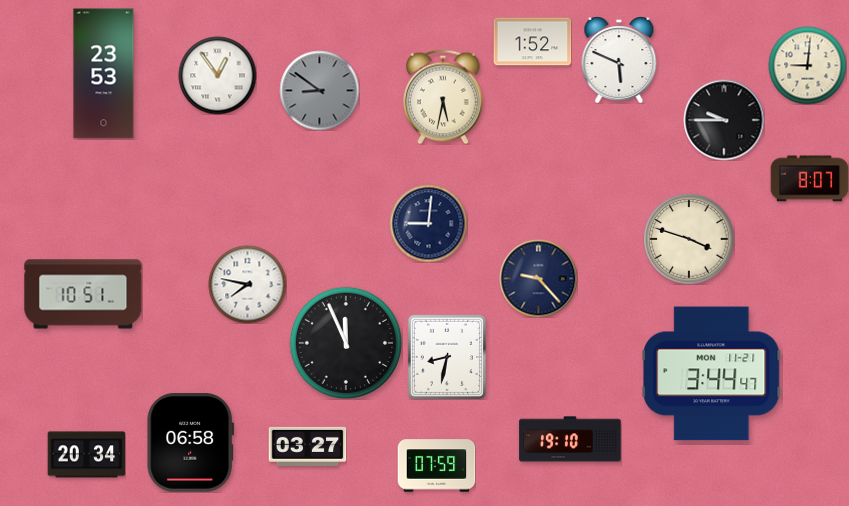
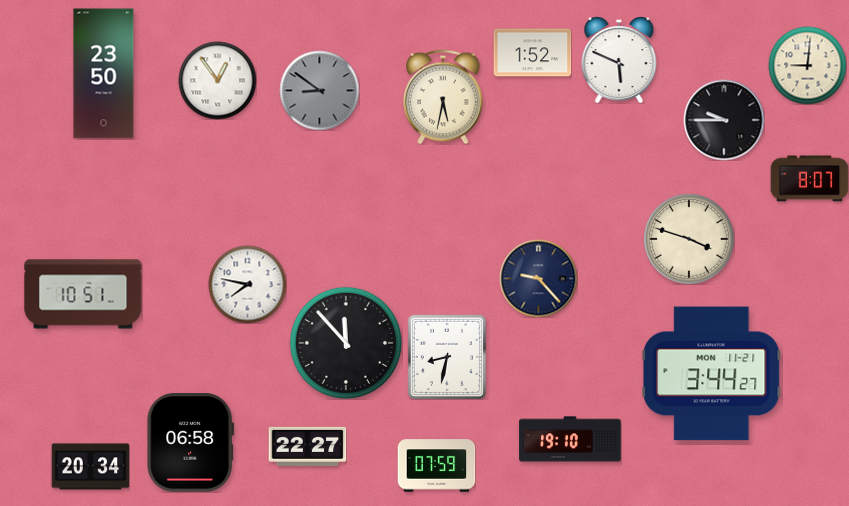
clock at (532, 42) position: (532, 42) -> (532, 53)
clock at (104, 74): 23:53 -> 23:50
clock at (217, 75) position: (217, 75) -> (217, 80)
clock at (428, 223): 9:01 -> none
clock at (345, 342): 11:56 -> 11:53
clock at (712, 374): 3:44:47 -> 3:44:27
clock at (307, 446): 03:27 -> 22:27
clock at (86, 455) position: (86, 455) -> (90, 467)
